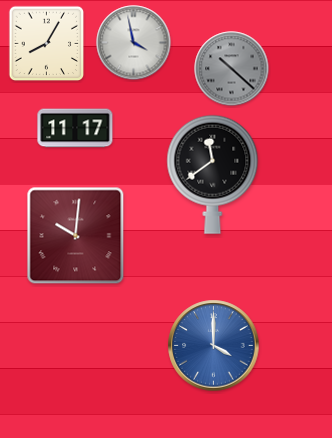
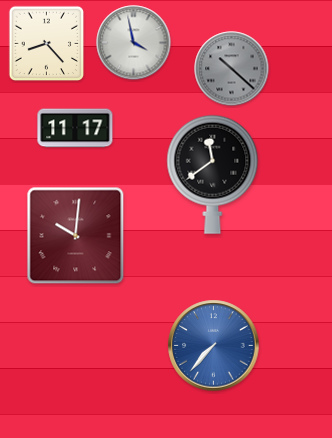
clock at (47, 44): 8:05 -> 8:23
clock at (214, 346): 4:00 -> 7:37
